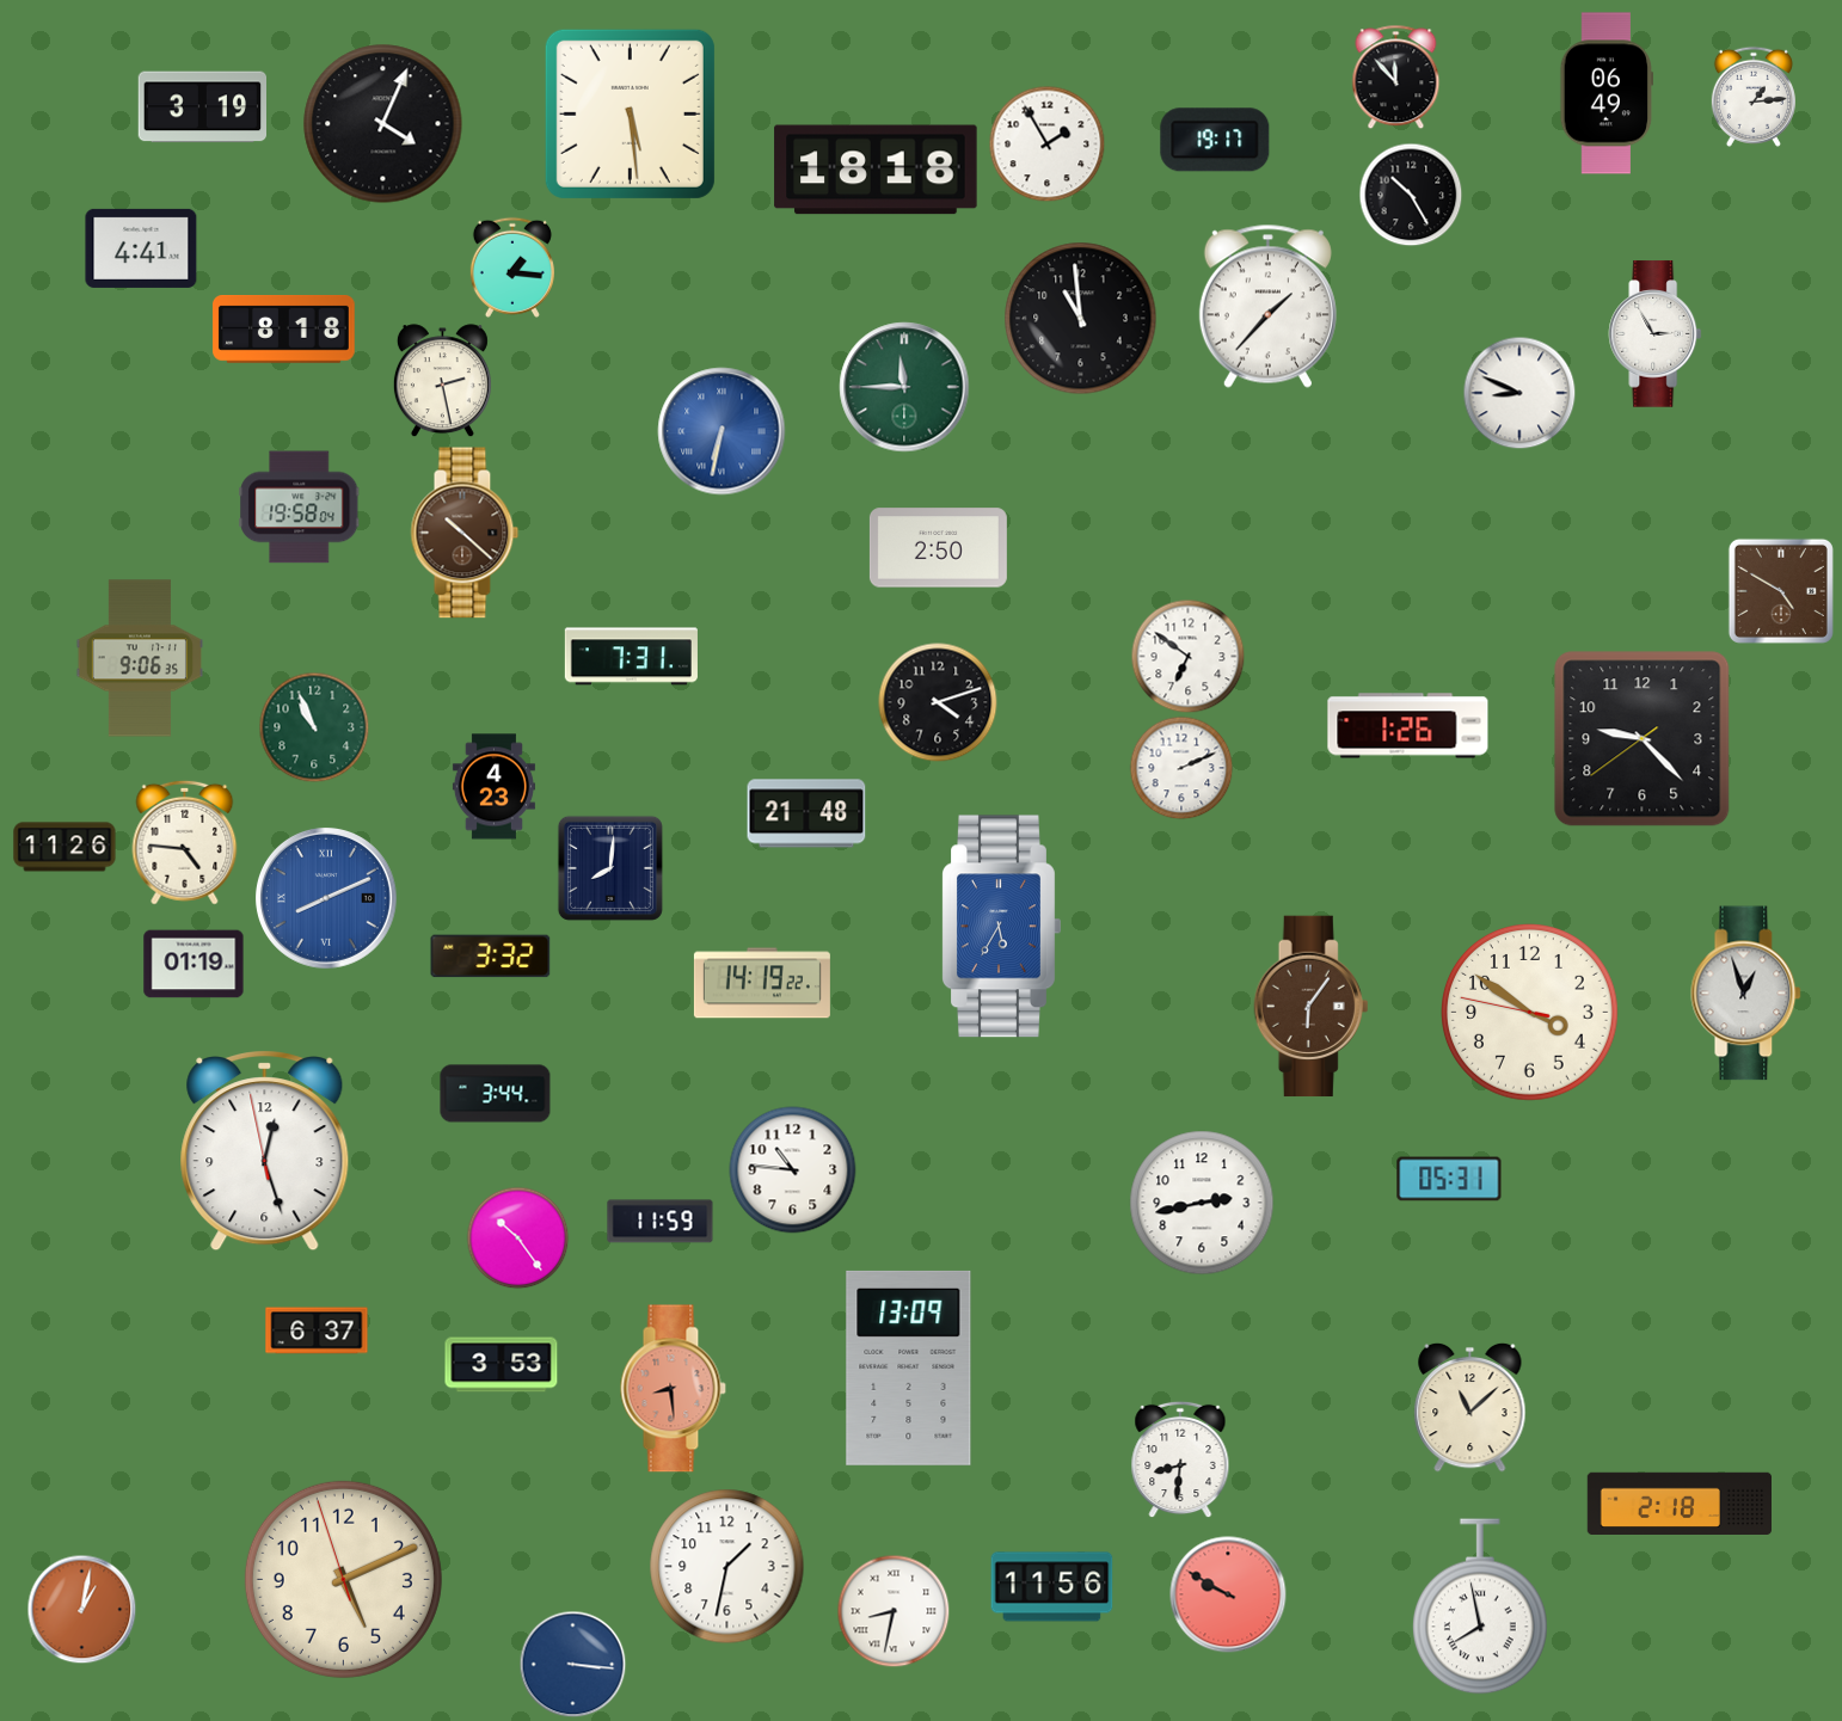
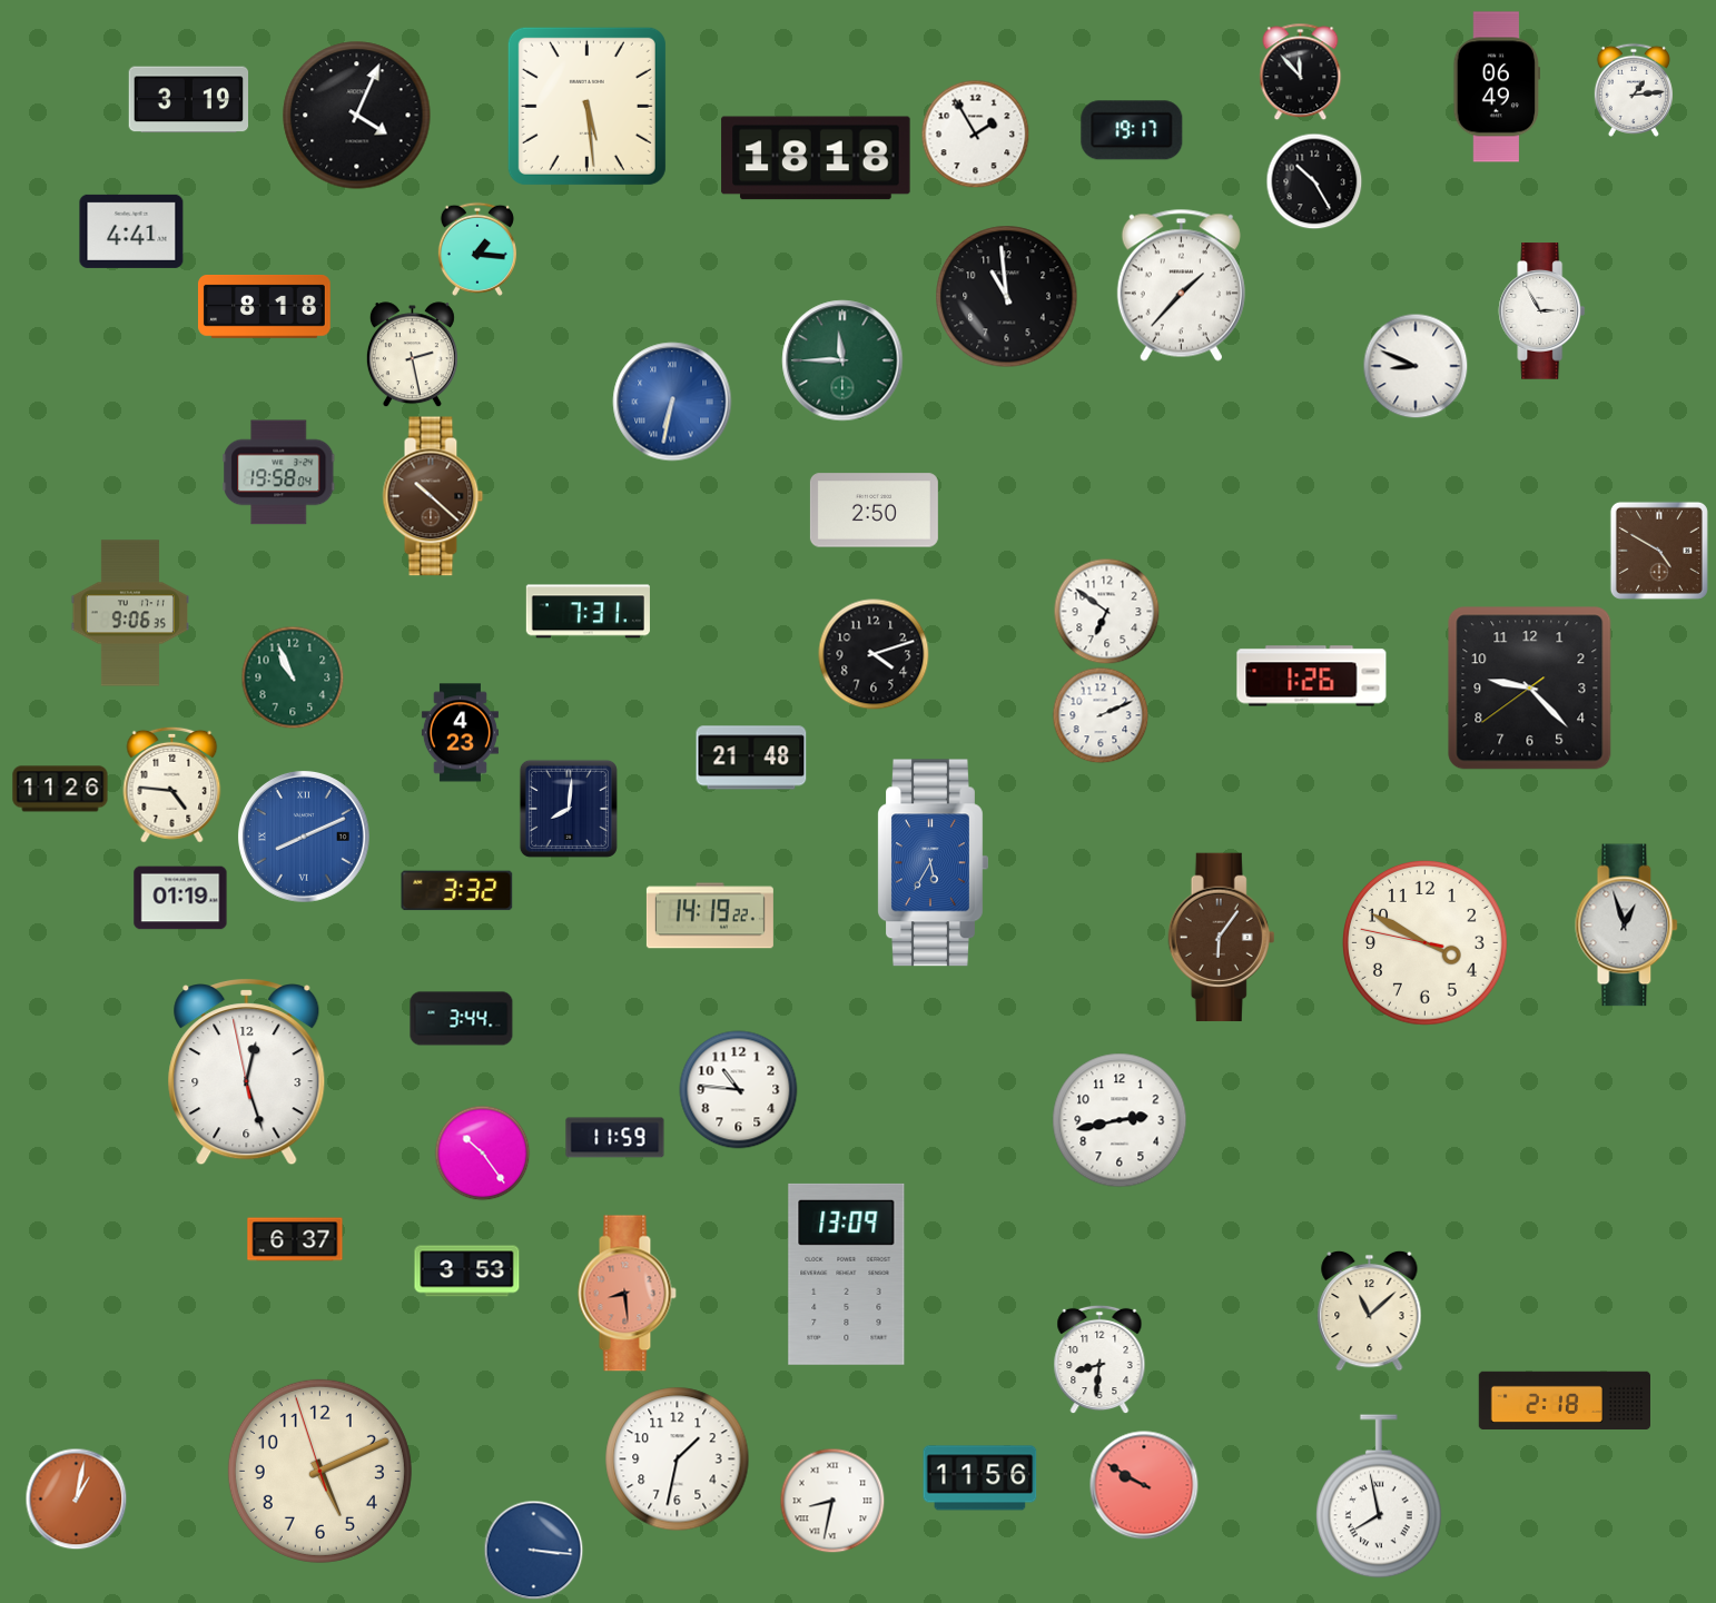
clock at (1530, 1013): 3:50 -> 3:49
clock at (1449, 1179): 05:31 -> none
